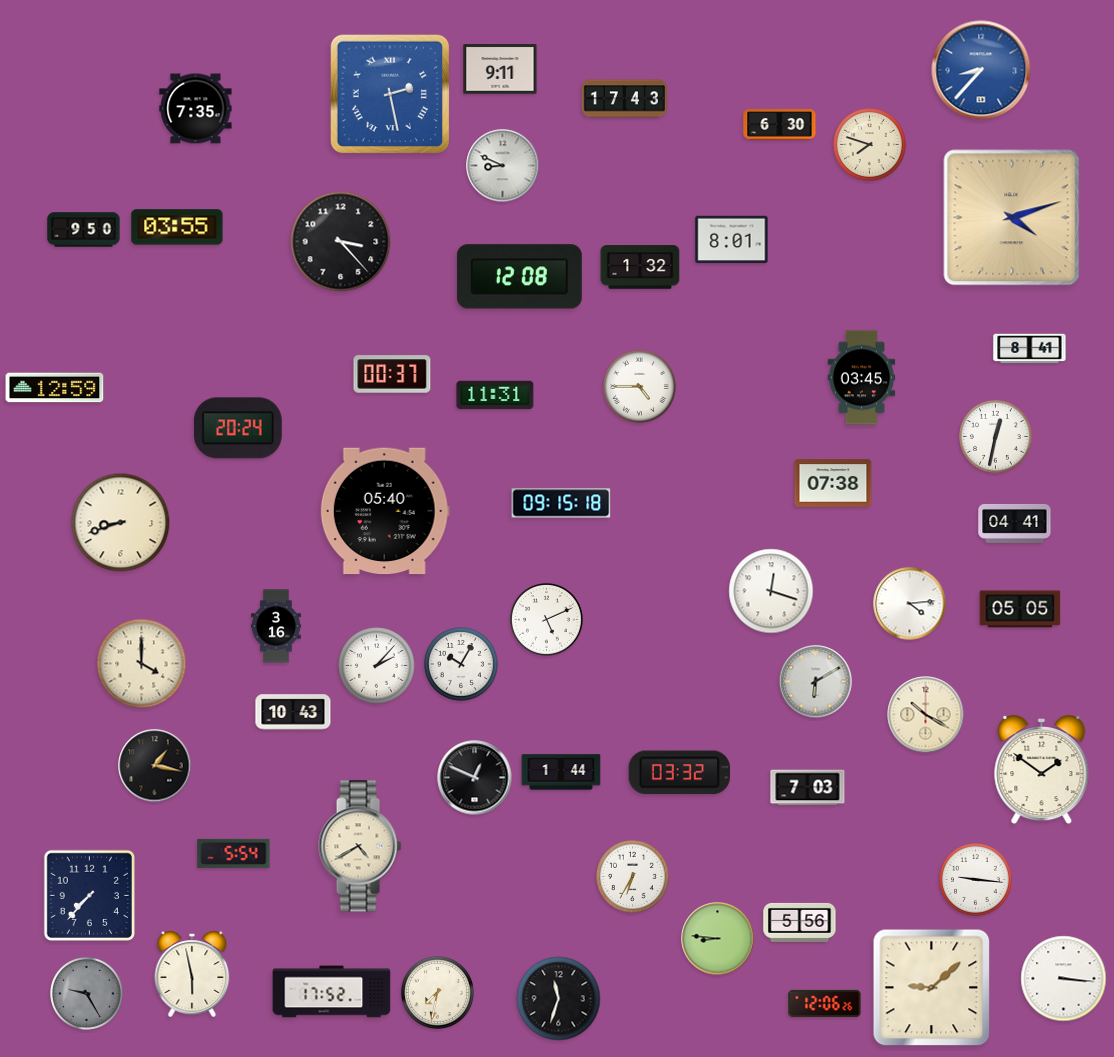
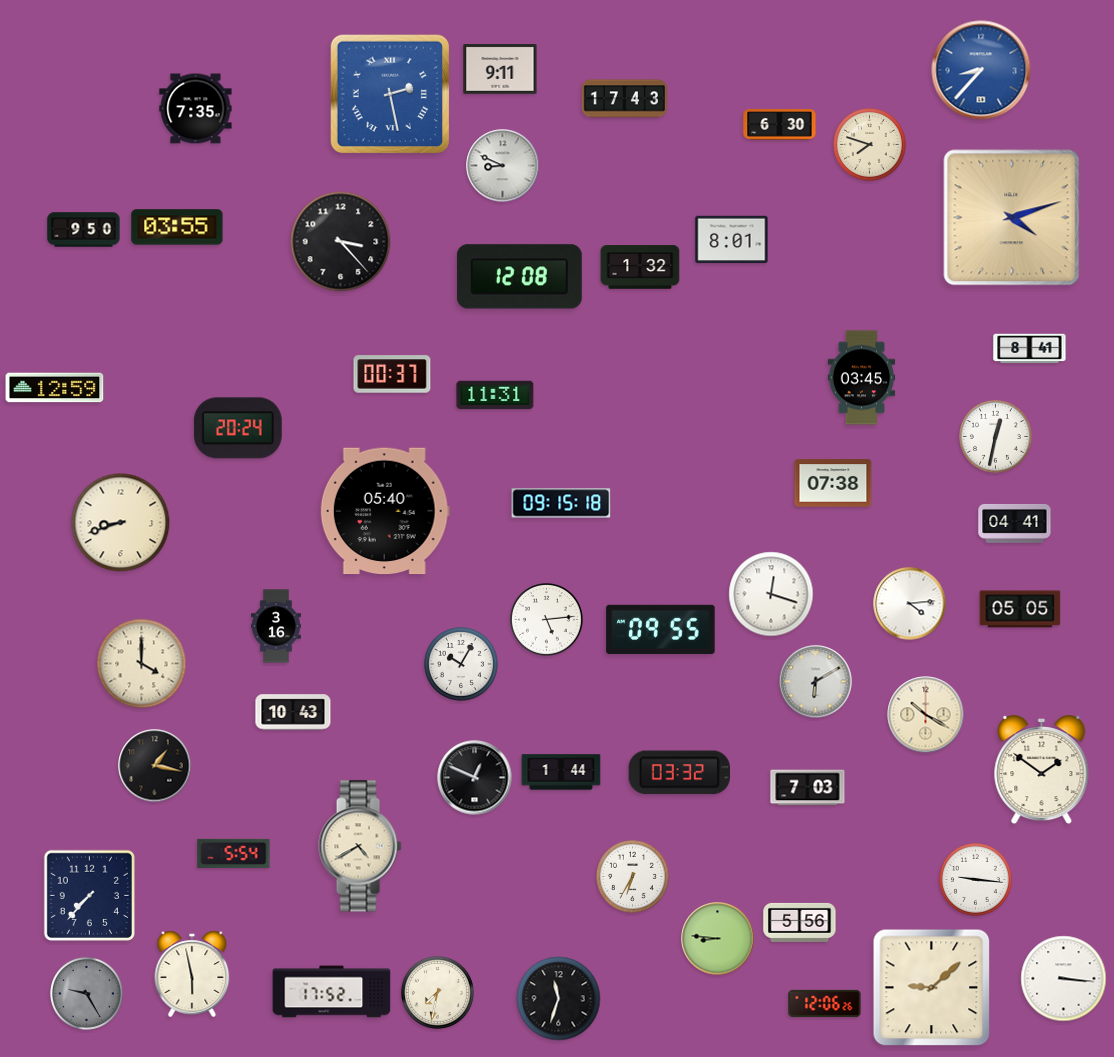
clock at (640, 387): 4:45 -> none
clock at (771, 591) position: (771, 591) -> (771, 594)
clock at (547, 620): 5:11 -> 5:14
clock at (661, 629): none -> 09:55
clock at (377, 666): 2:07 -> none
